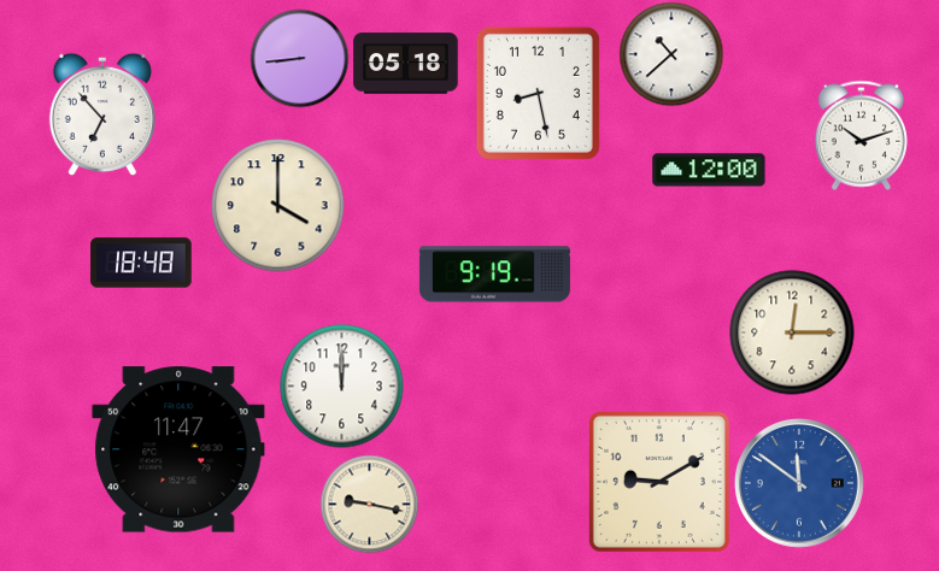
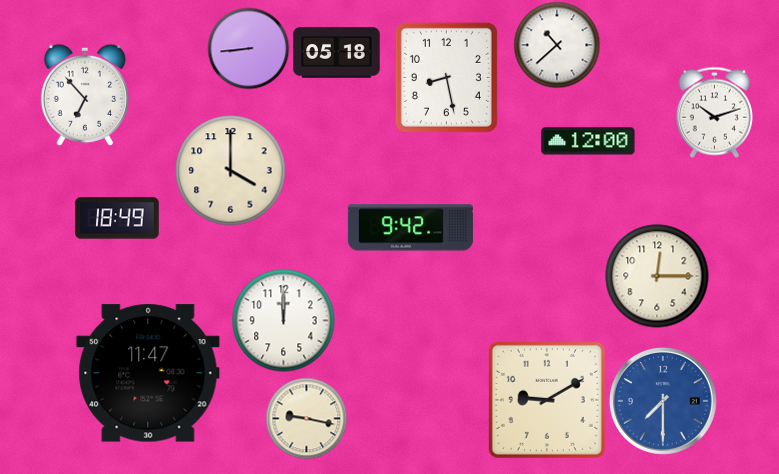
clock at (141, 263): 18:48 -> 18:49
clock at (494, 275): 9:19 -> 9:42
clock at (799, 483): 11:51 -> 7:30
